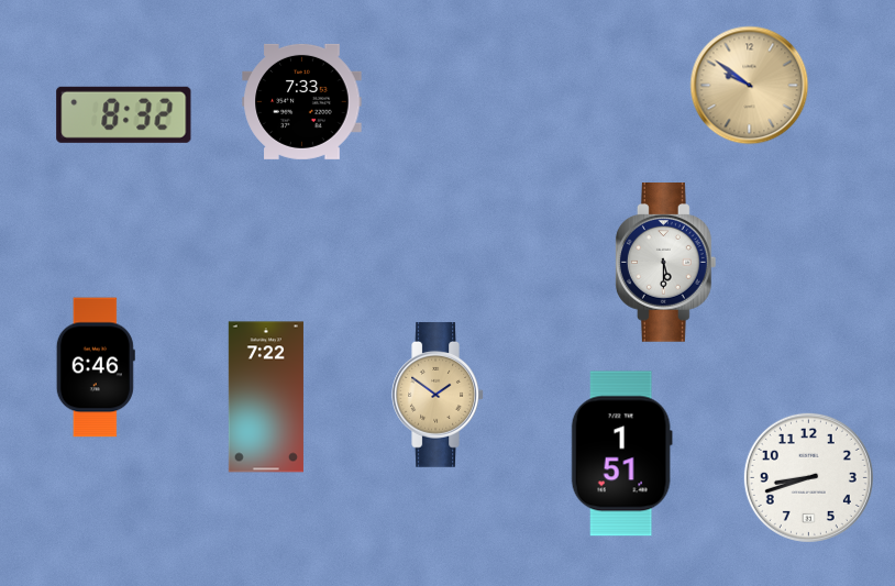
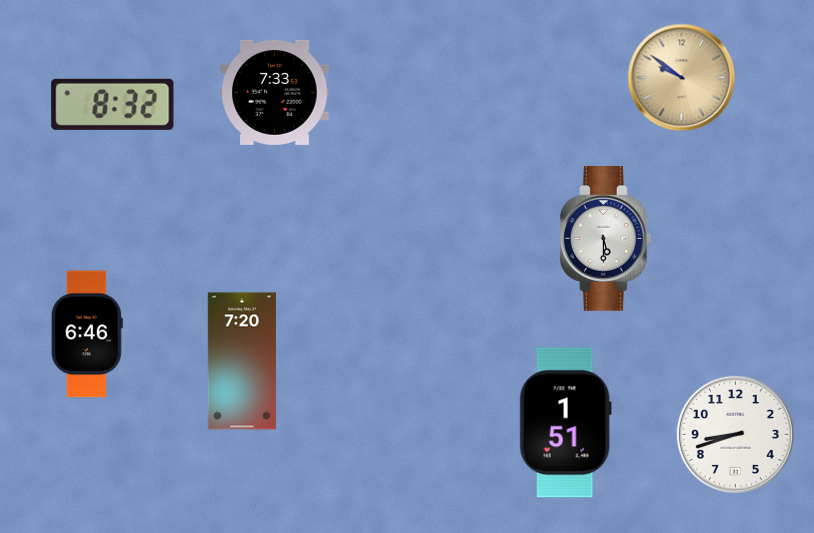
clock at (438, 395): 1:51 -> none
clock at (266, 397): 7:22 -> 7:20
clock at (621, 454) position: (621, 454) -> (565, 423)
